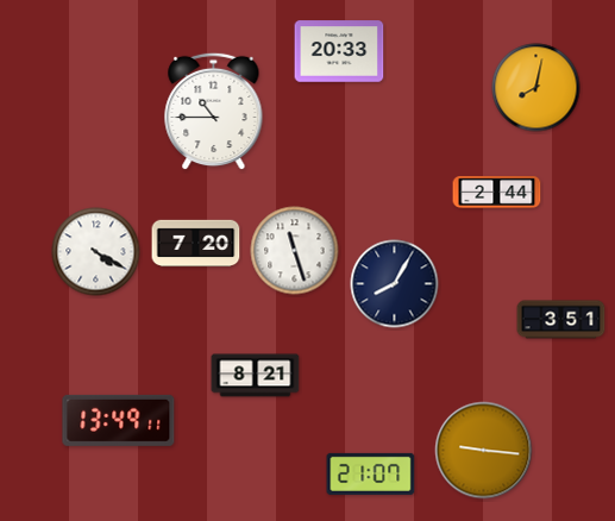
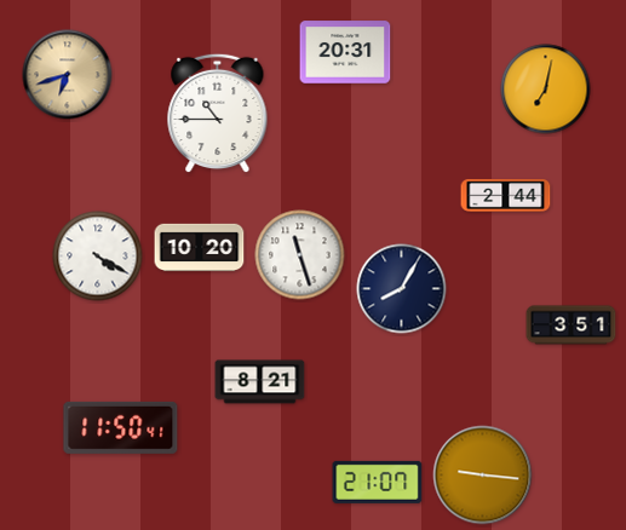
clock at (339, 51): 20:33 -> 20:31
clock at (68, 75): none -> 6:42
clock at (536, 88): 8:02 -> 7:02
clock at (196, 244): 7:20 -> 10:20
clock at (119, 420): 13:49 -> 11:50
clock at (484, 451) position: (484, 451) -> (483, 476)
